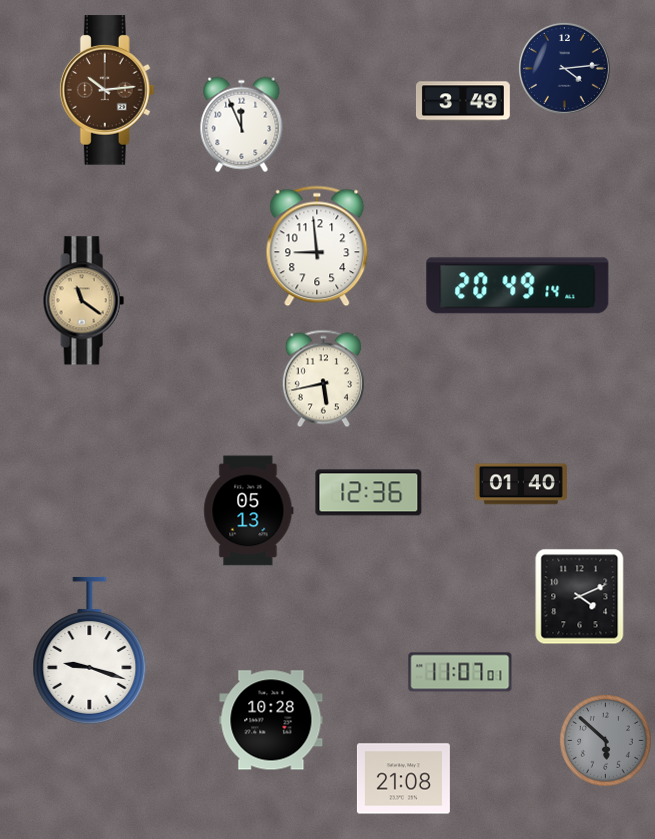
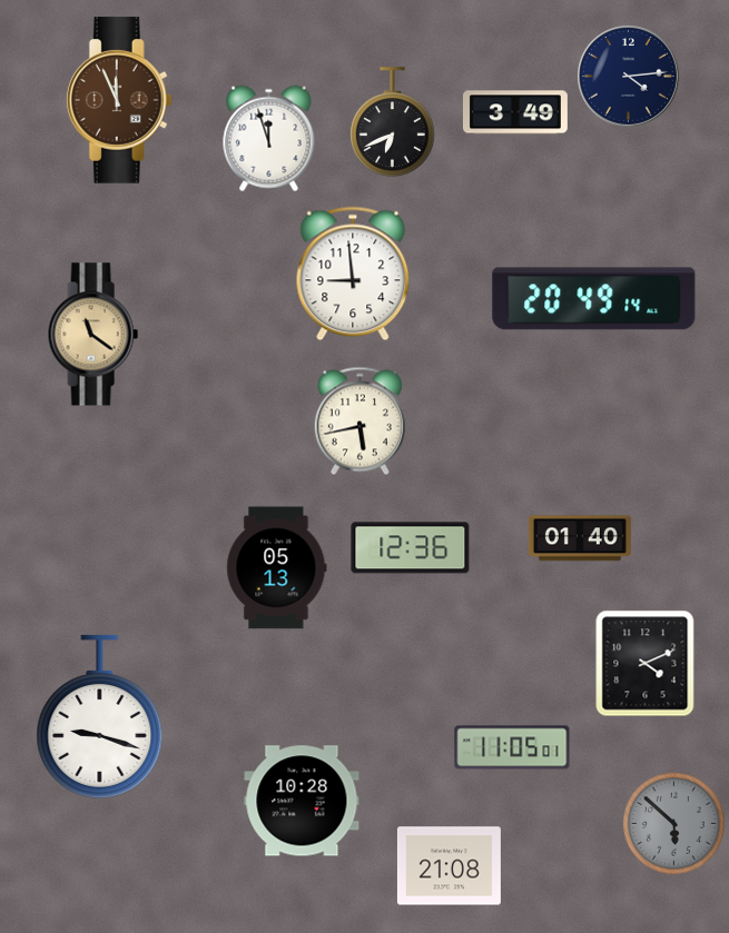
clock at (107, 90): 10:14 -> 11:56
clock at (393, 122): none -> 6:41
clock at (242, 125): 11:56 -> 11:57
clock at (518, 286) position: (518, 286) -> (594, 299)
clock at (90, 650) position: (90, 650) -> (100, 716)
clock at (460, 672): 11:07 -> 11:05
